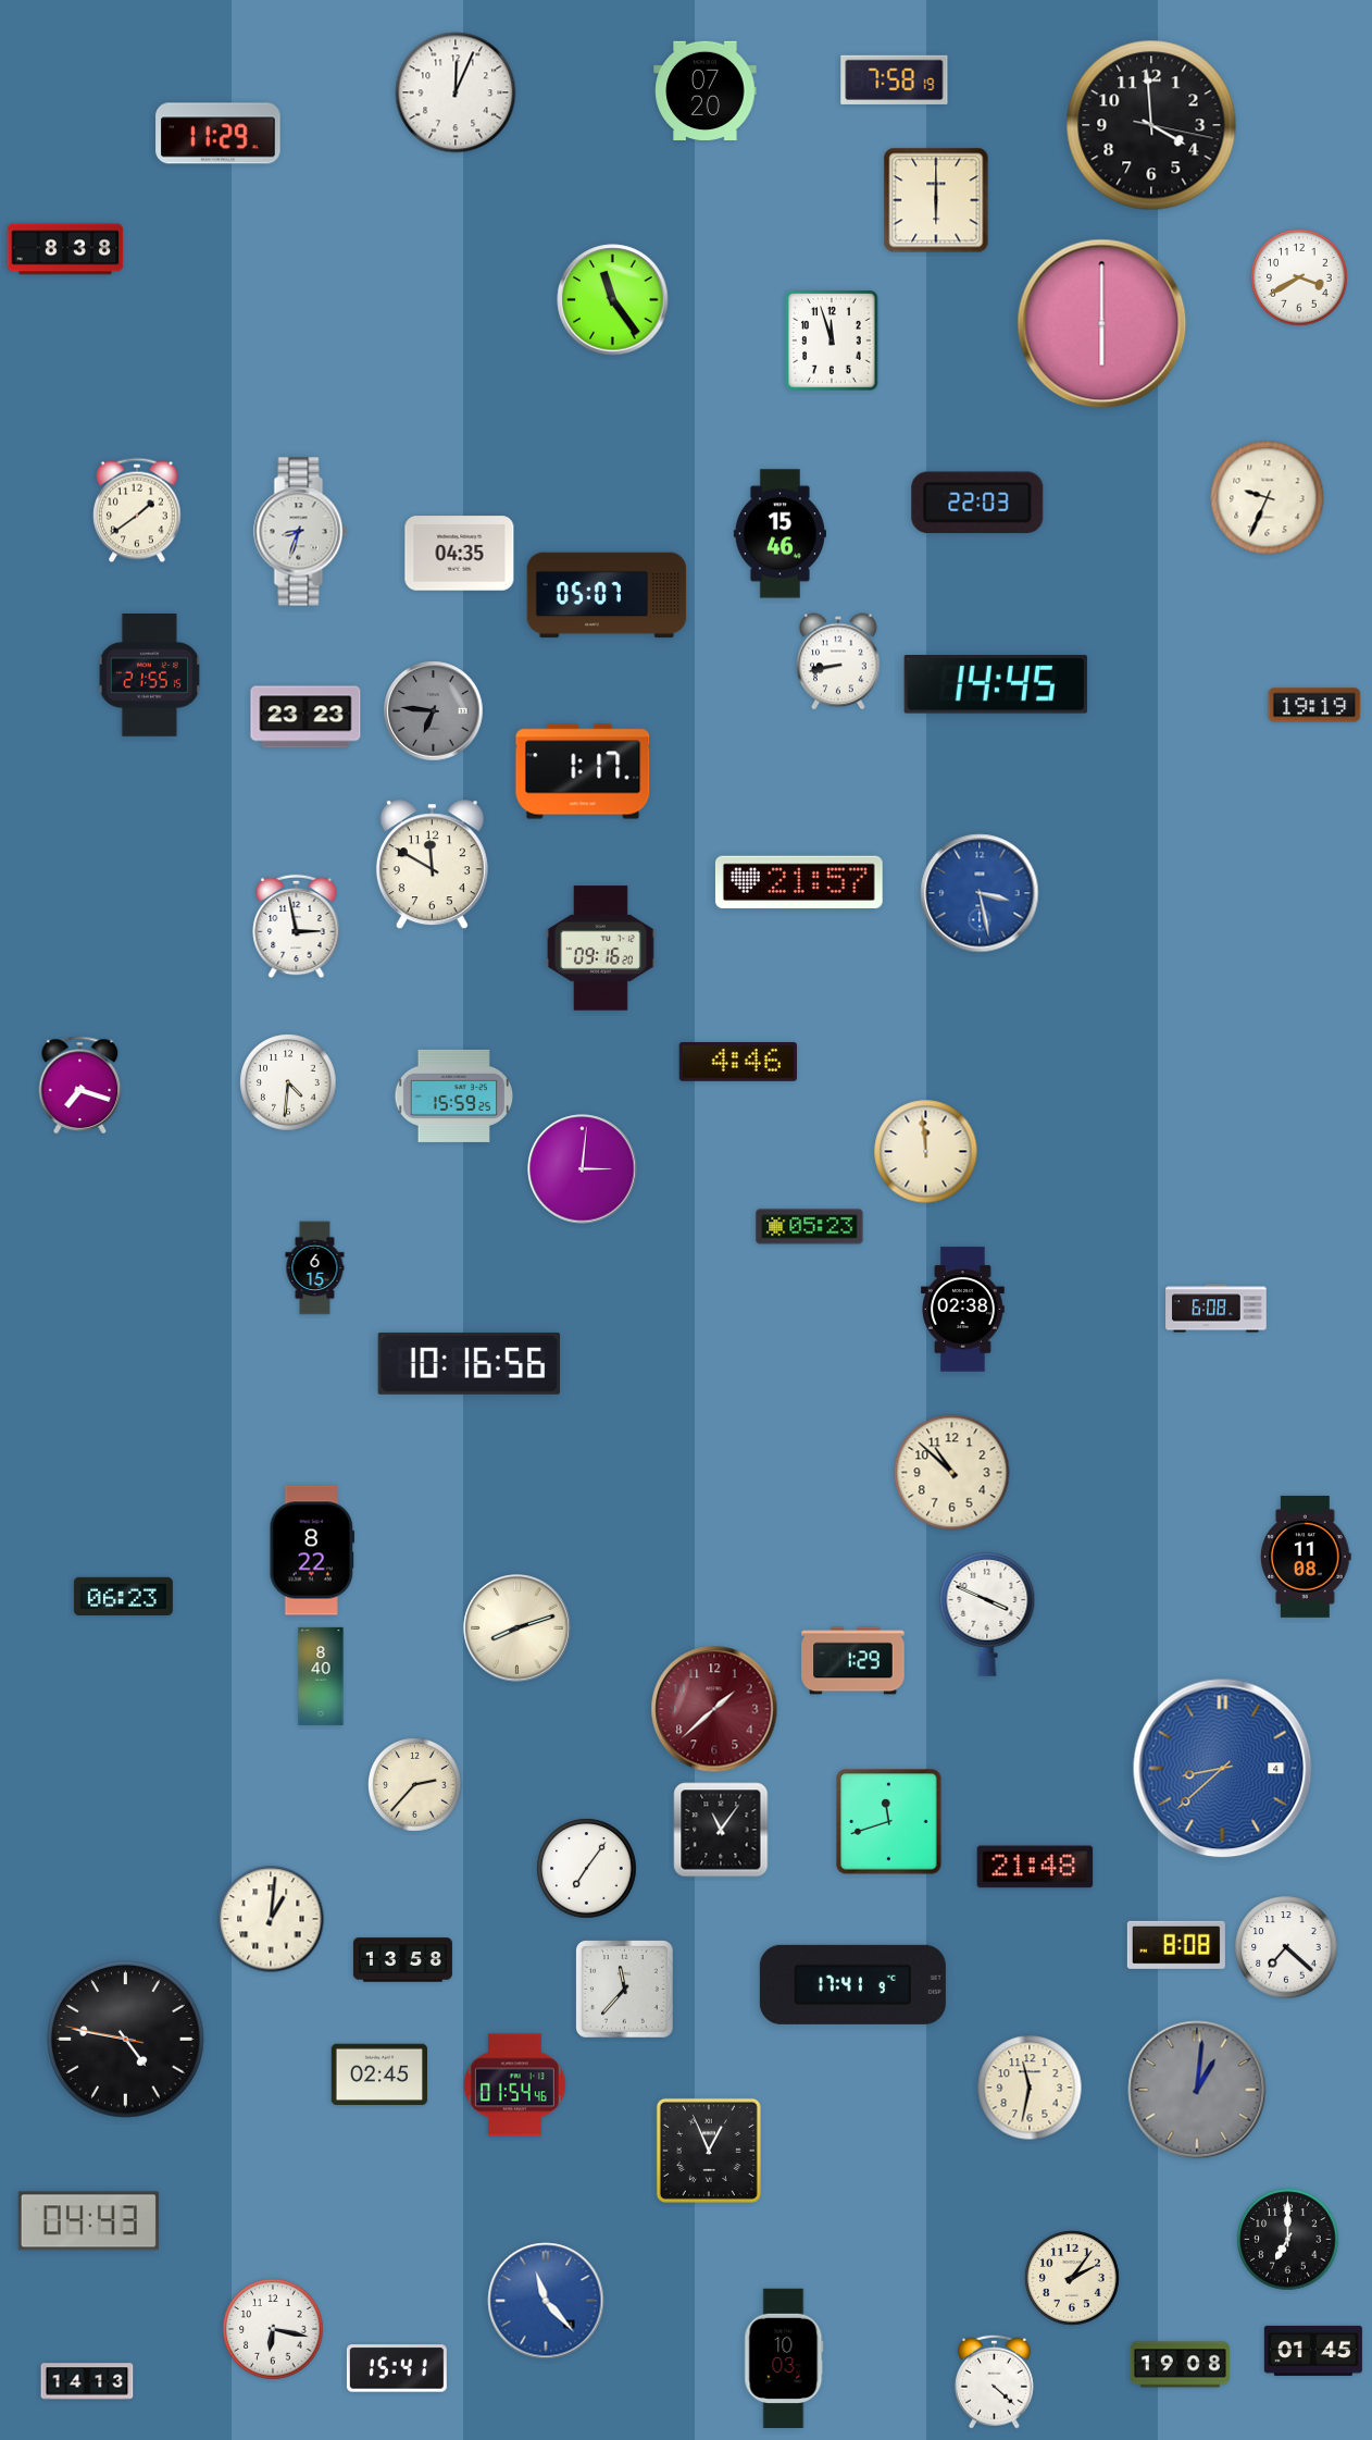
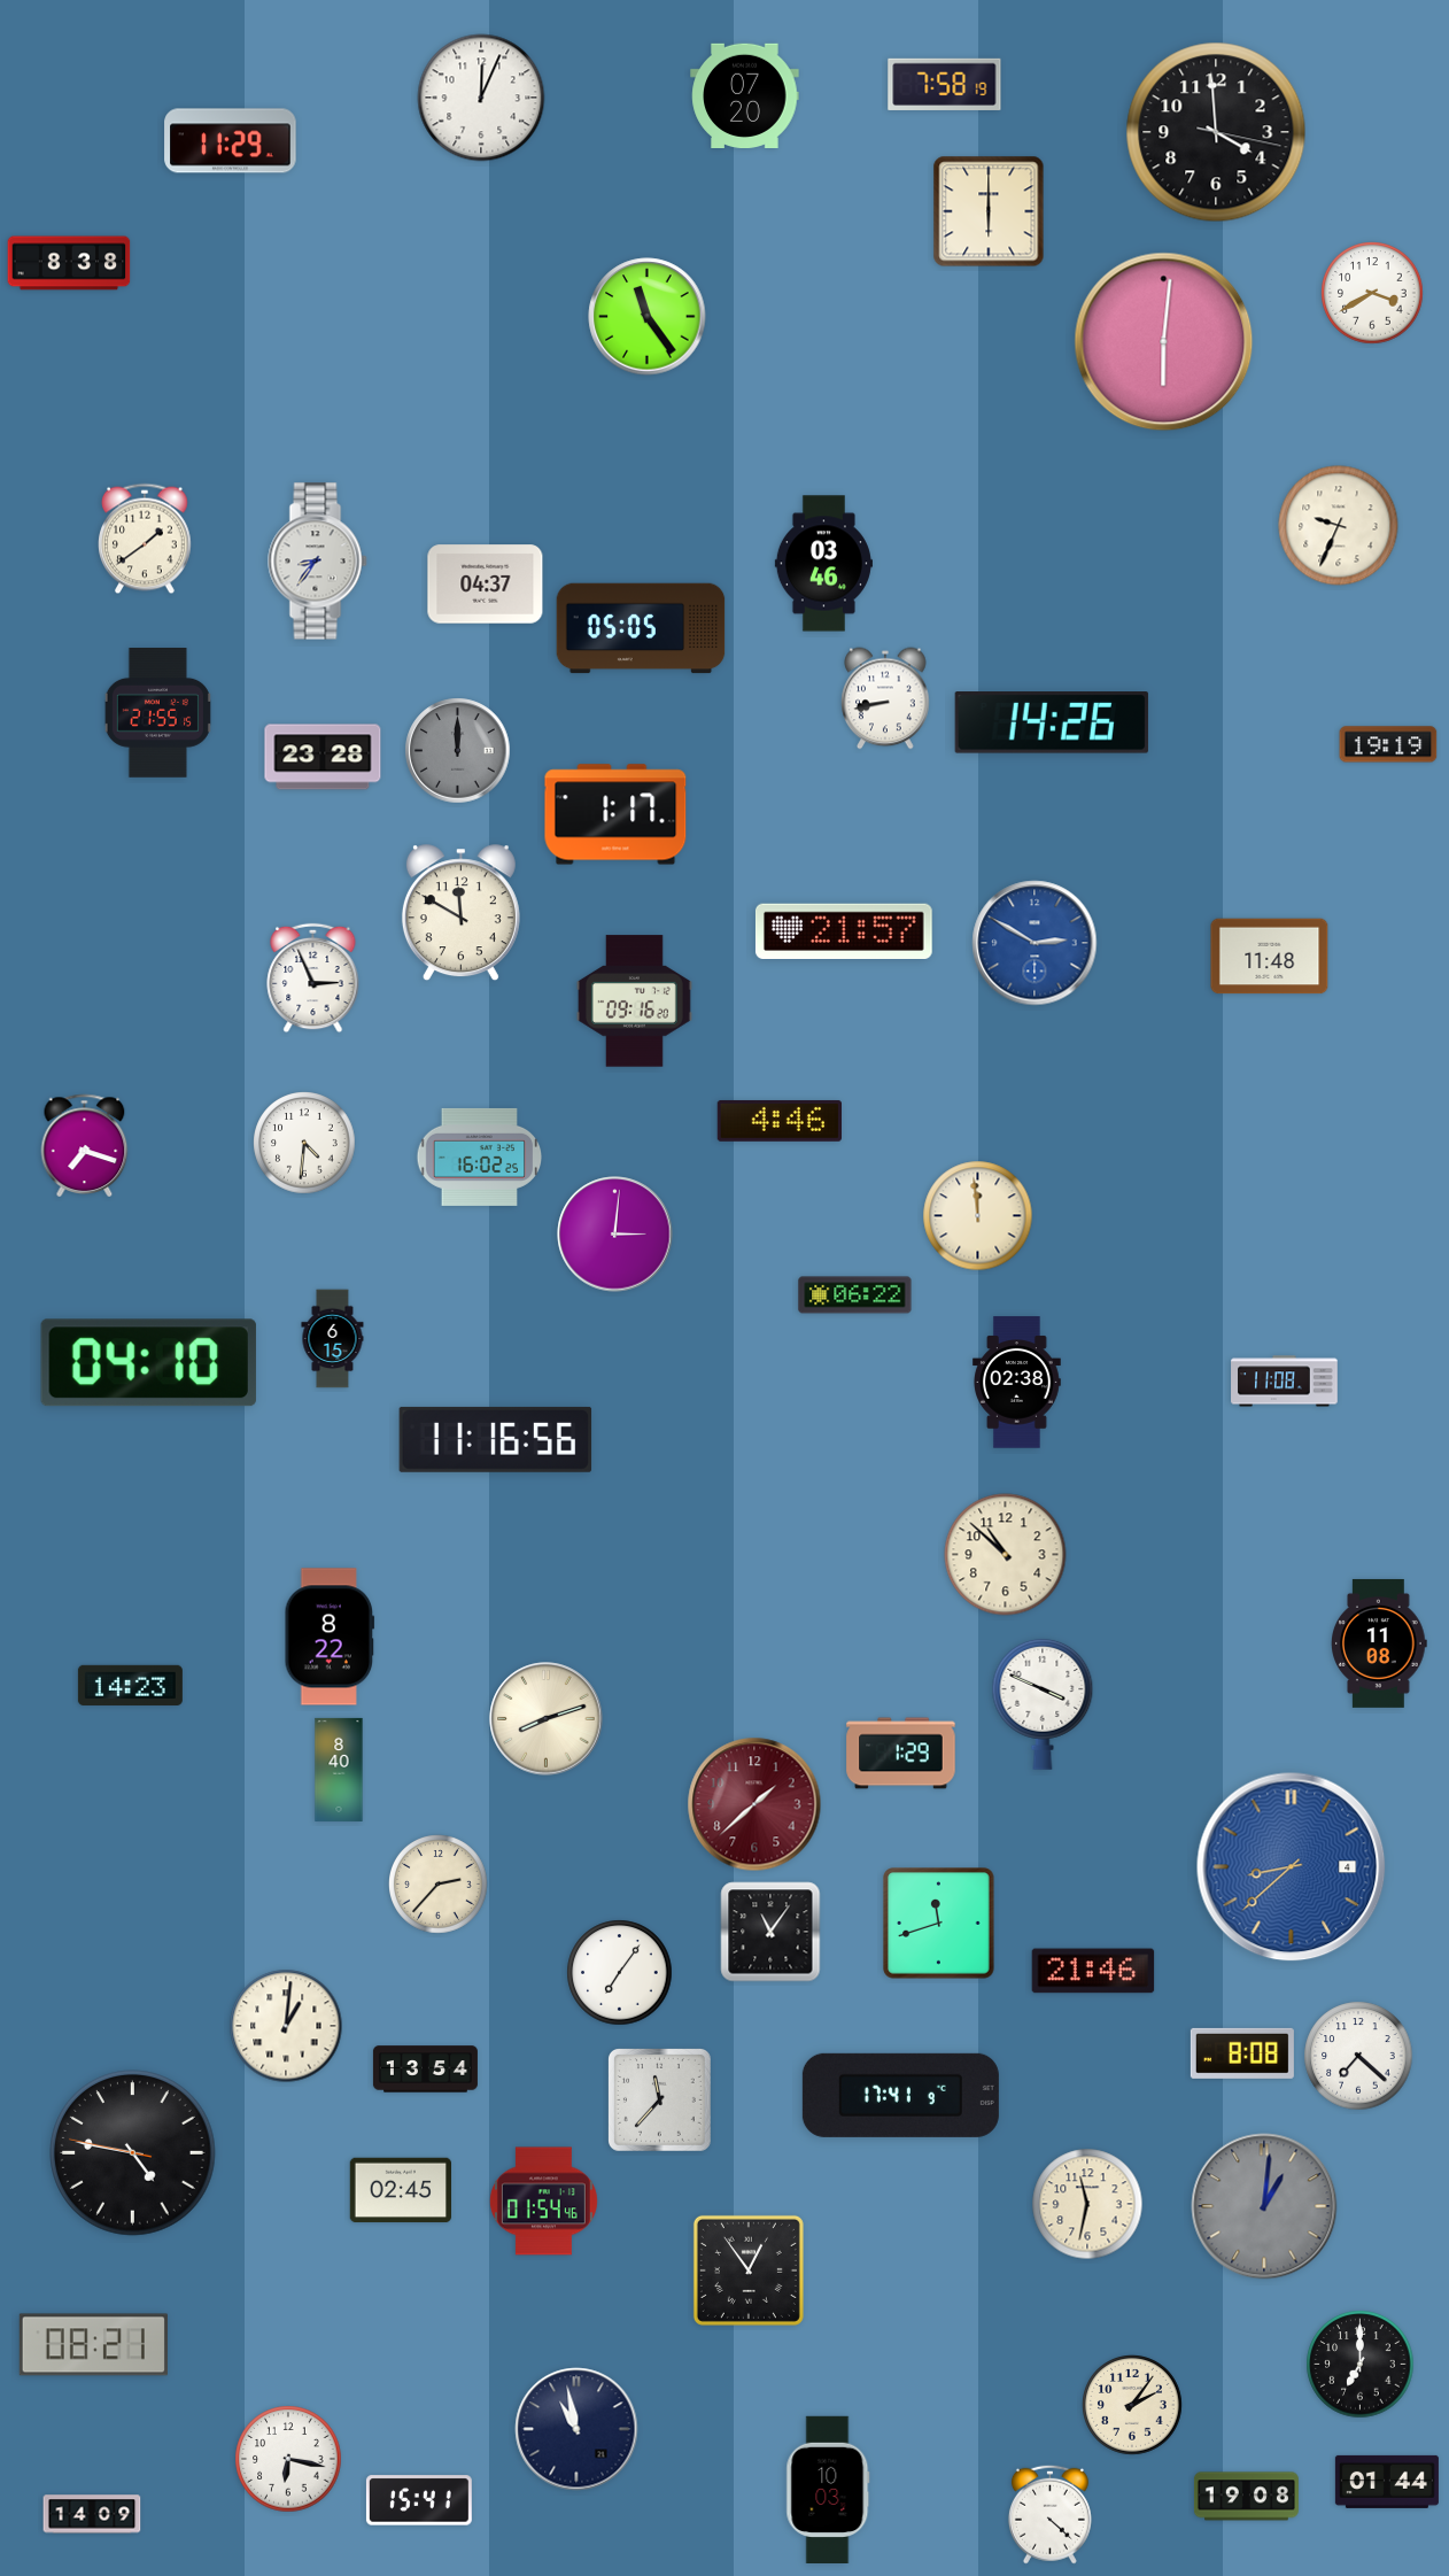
clock at (1102, 324): 6:00 -> 6:01
clock at (832, 340): 11:57 -> none
clock at (977, 503): 22:03 -> none
clock at (301, 532): 8:33 -> 8:36
clock at (779, 534): 15:46 -> 03:46
clock at (460, 554): 04:35 -> 04:37
clock at (607, 595): 05:07 -> 05:05
clock at (996, 684): 14:45 -> 14:26
clock at (434, 711): 6:46 -> 12:00
clock at (305, 717): 23:23 -> 23:28
clock at (432, 865) position: (432, 865) -> (460, 913)
clock at (980, 893): 3:28 -> 2:50
clock at (1270, 957): none -> 11:48
clock at (297, 927): 2:58 -> 2:56
clock at (454, 1095): 15:59 -> 16:02
clock at (810, 1227): 05:23 -> 06:22
clock at (148, 1363): none -> 04:10
clock at (1217, 1309): 6:08 -> 11:08
clock at (470, 1363): 10:16 -> 11:16
clock at (123, 1596): 06:23 -> 14:23
clock at (721, 1830) position: (721, 1830) -> (770, 1932)
clock at (1035, 1867): 21:48 -> 21:46
clock at (402, 1960): 13:58 -> 13:54
clock at (709, 2151): 12:56 -> 12:54
clock at (88, 2221): 04:43 -> 08:21
clock at (546, 2301): 11:23 -> 10:58
clock at (546, 2301) dial: blue -> navy
clock at (1313, 2351): 01:45 -> 01:44
clock at (87, 2381): 14:13 -> 14:09
